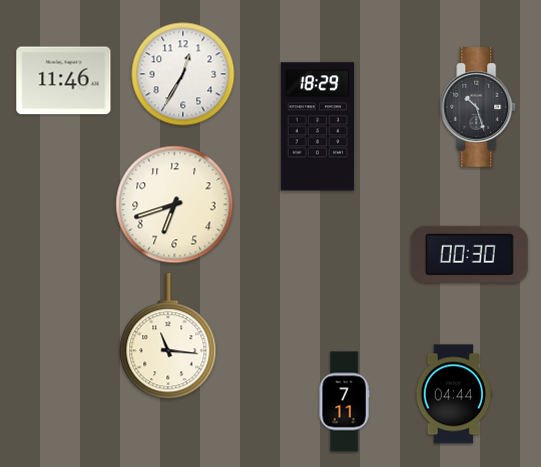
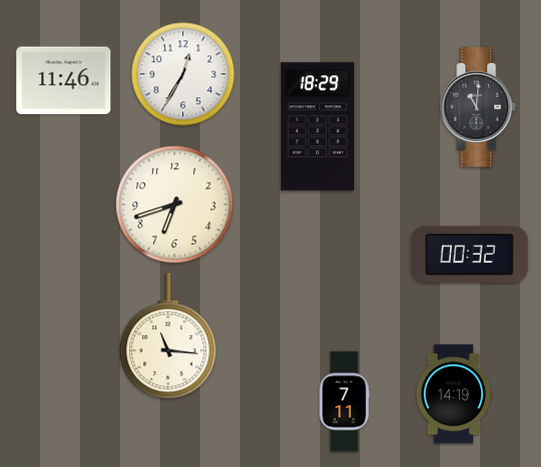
clock at (478, 107): 10:27 -> 11:01
clock at (469, 254): 00:30 -> 00:32
clock at (454, 394): 04:44 -> 14:19
